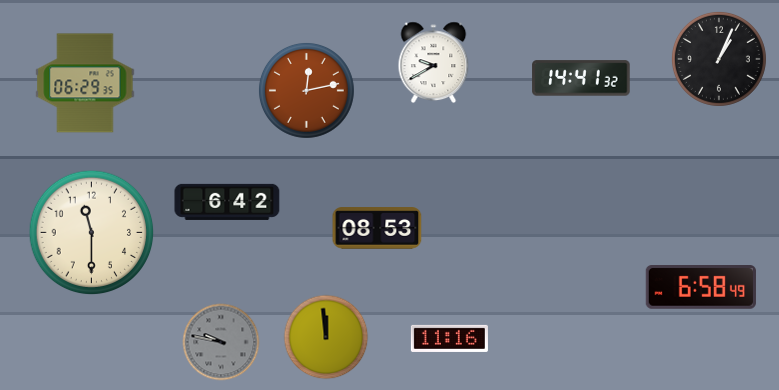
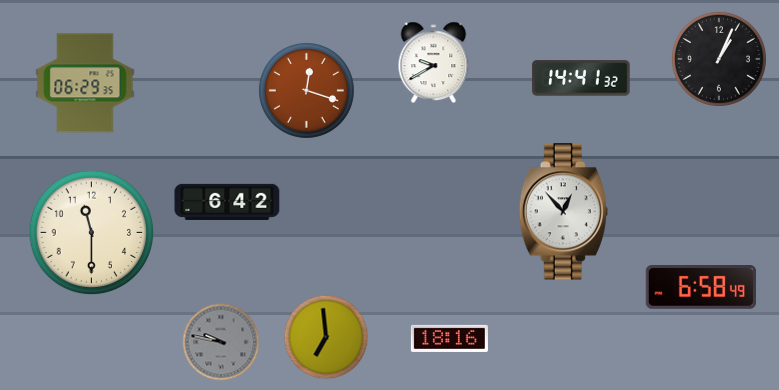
clock at (306, 90): 12:13 -> 12:18
clock at (563, 212): none -> 12:53
clock at (377, 228): 08:53 -> none
clock at (326, 337): 11:59 -> 6:59
clock at (449, 338): 11:16 -> 18:16
